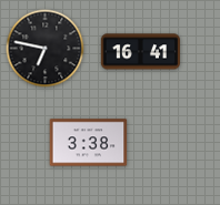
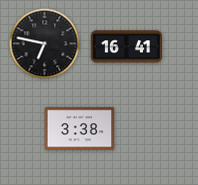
clock at (46, 49) position: (46, 49) -> (45, 44)
